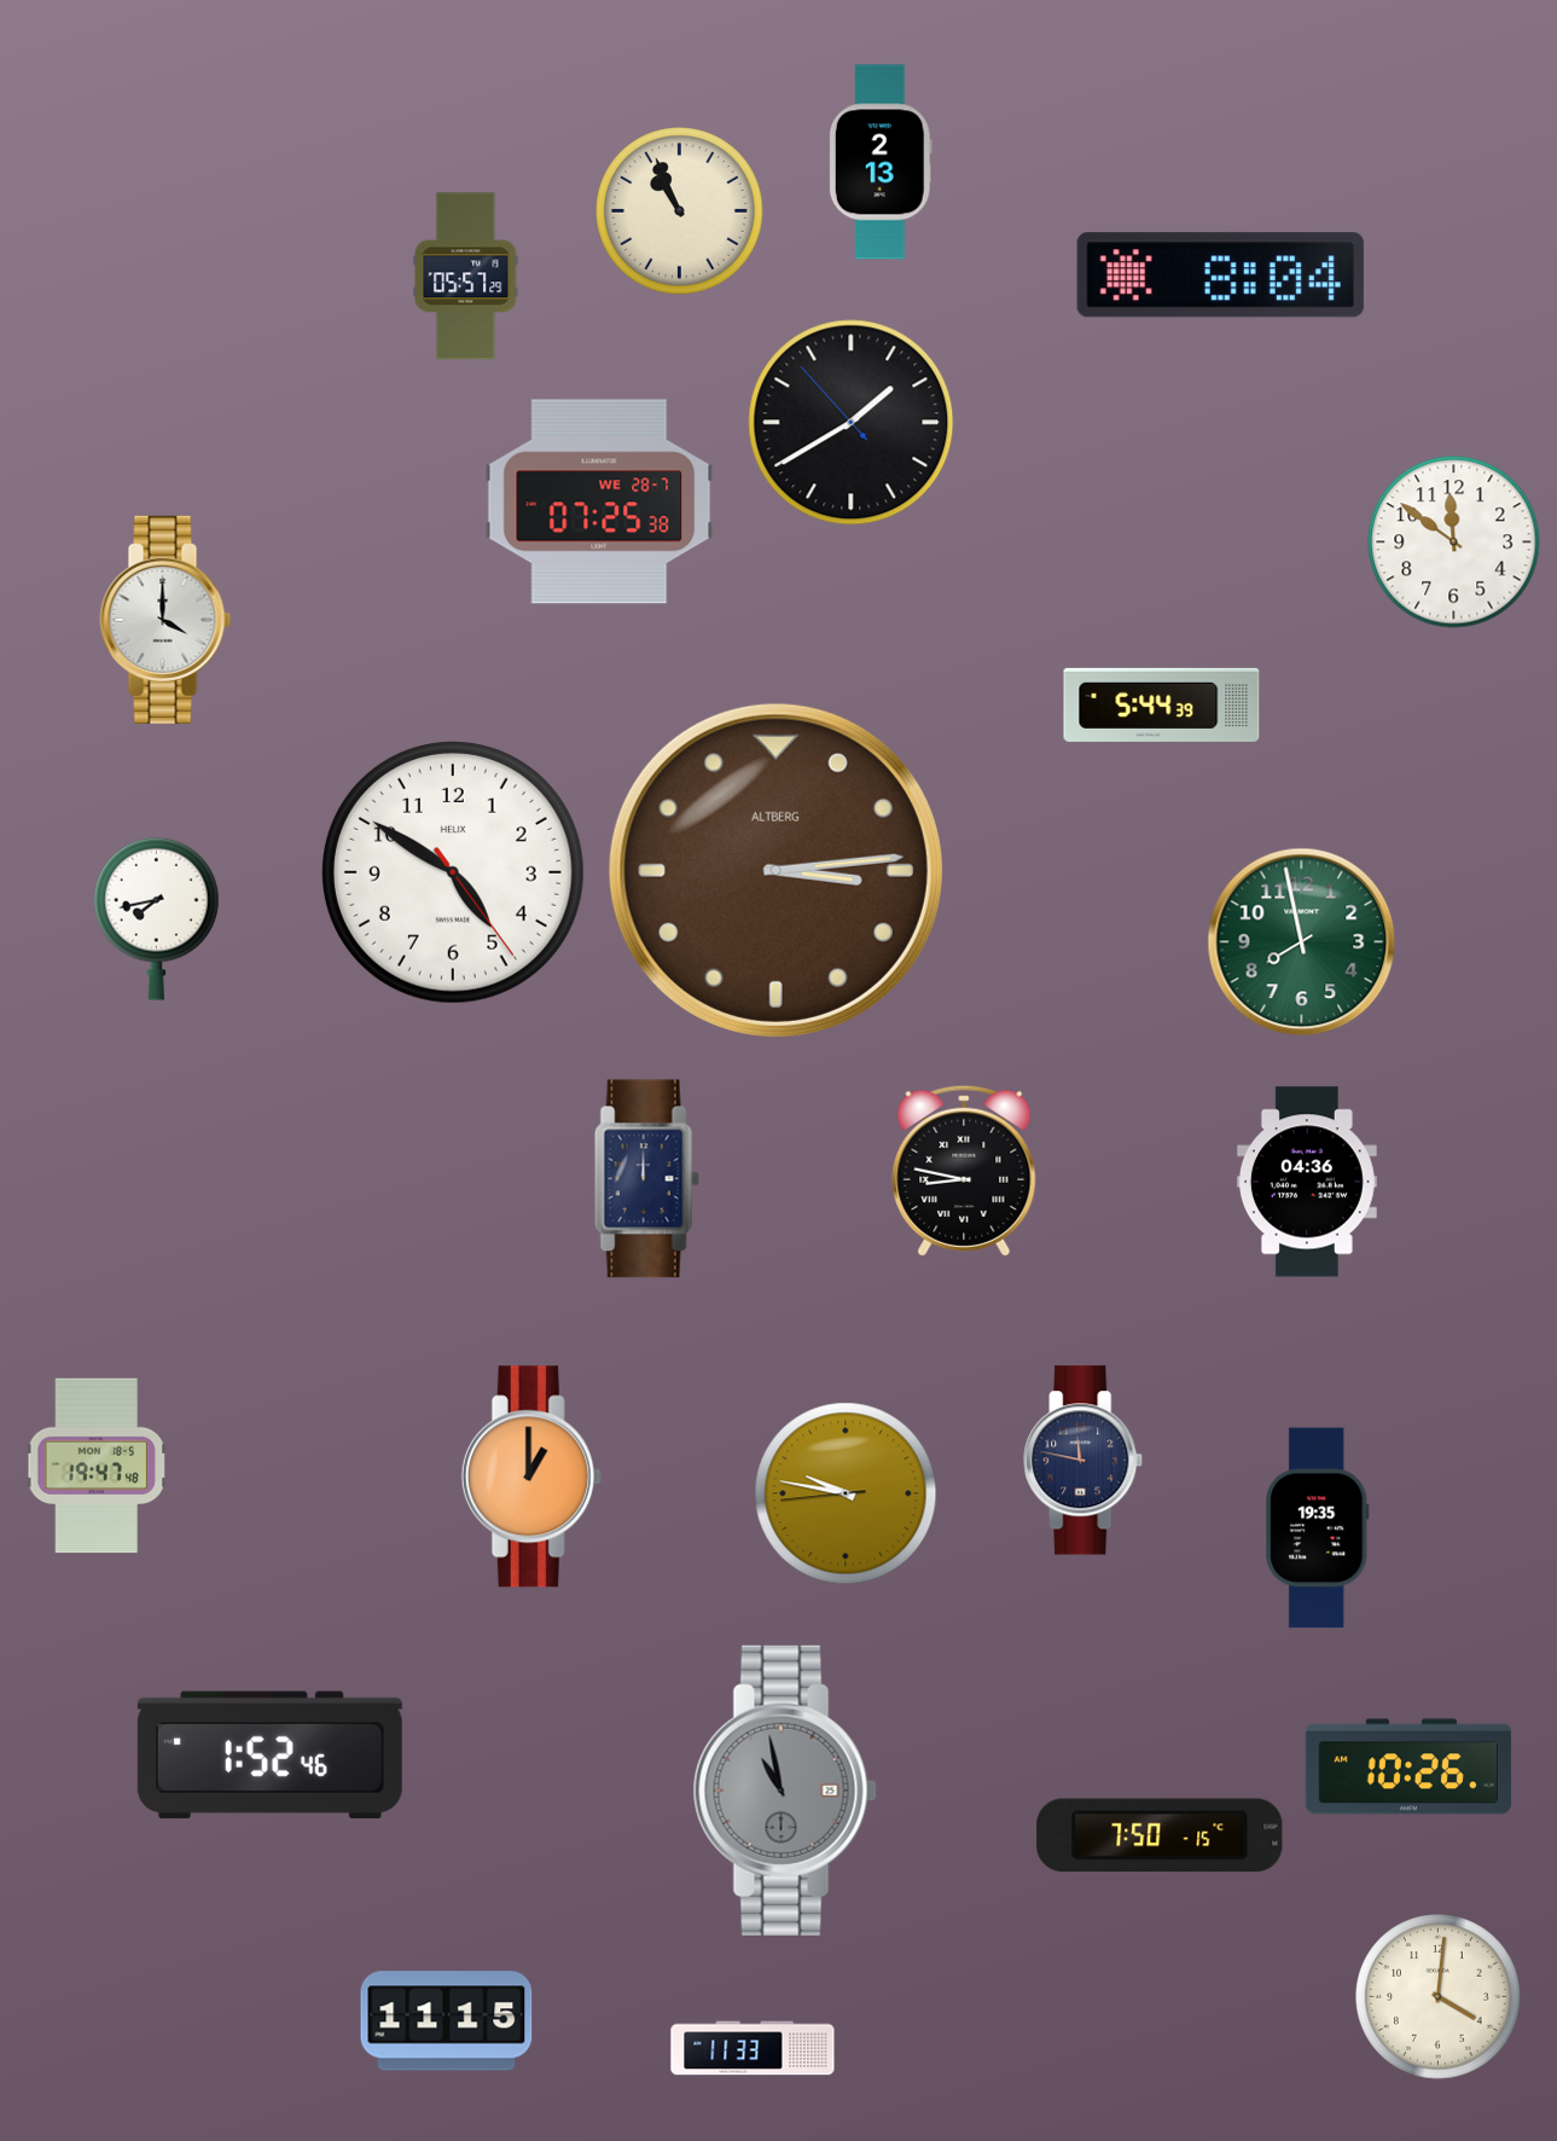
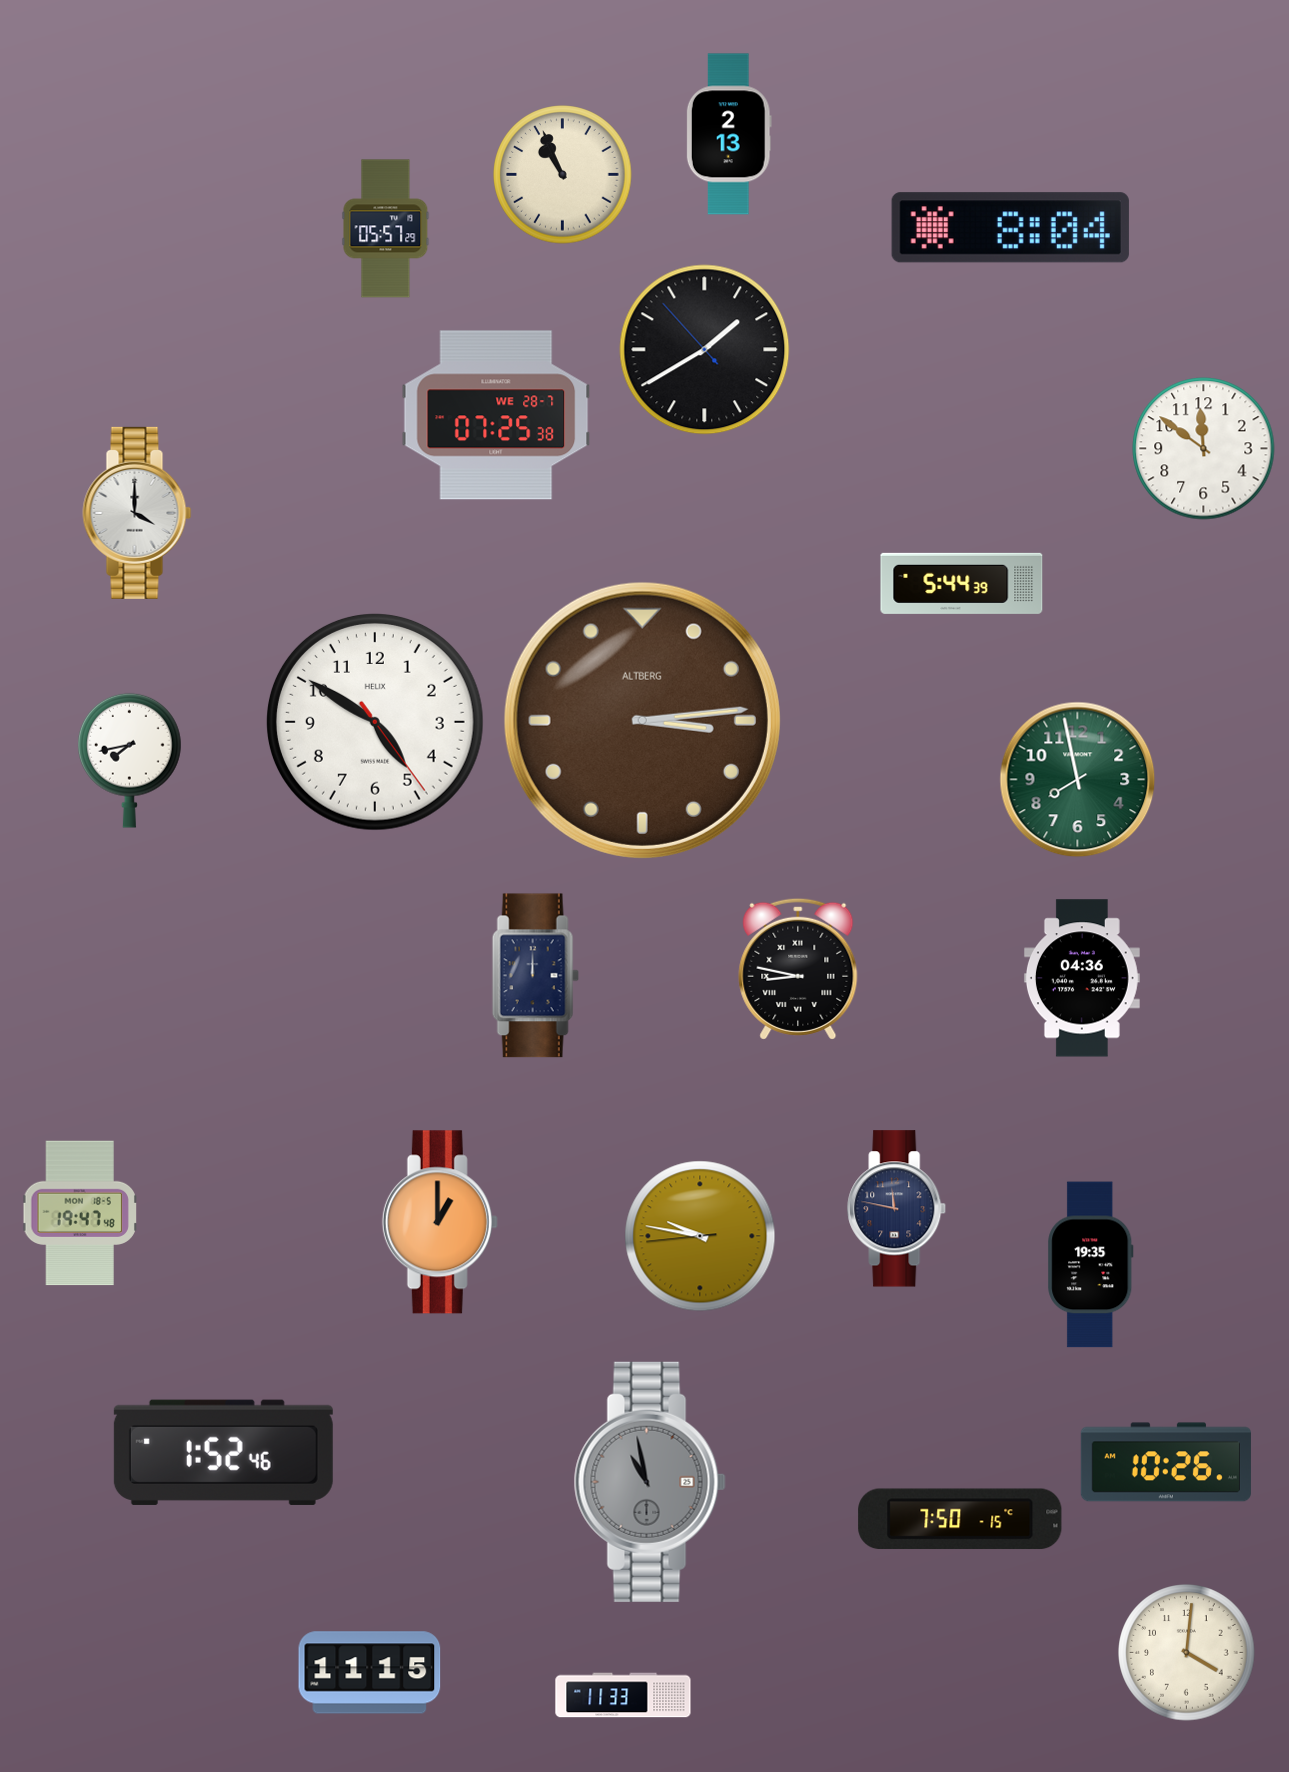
clock at (1439, 1997) position: (1439, 1997) -> (1187, 1653)
